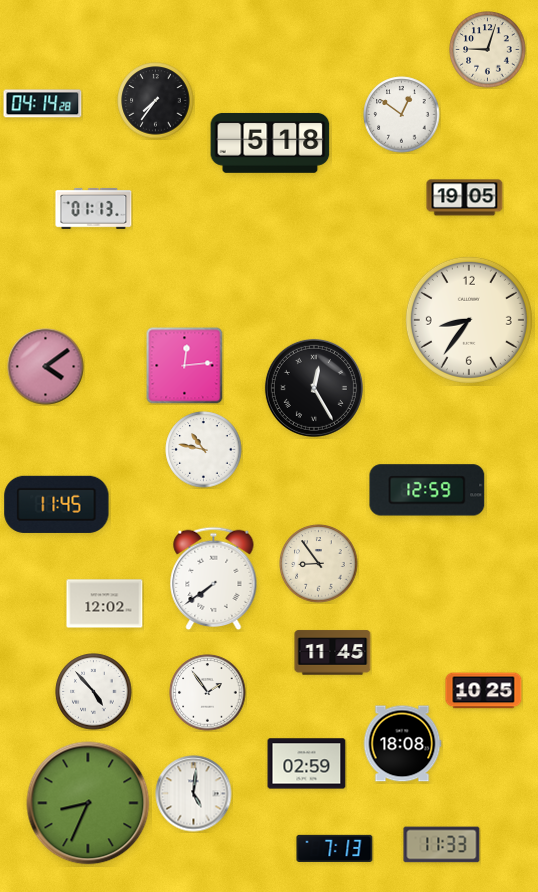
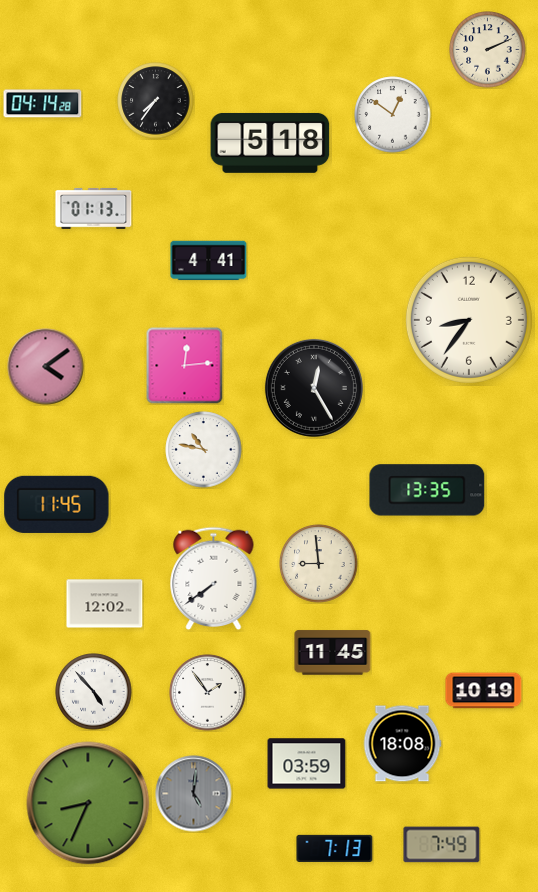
clock at (488, 50): 9:03 -> 2:11
clock at (402, 115) position: (402, 115) -> (393, 115)
clock at (465, 198): 19:05 -> none
clock at (209, 261): none -> 4:41
clock at (427, 490): 12:59 -> 13:35
clock at (319, 564): 8:54 -> 8:59
clock at (484, 691): 10:25 -> 10:19
clock at (307, 764): 02:59 -> 03:59
clock at (194, 794) dial: white -> grey
clock at (442, 845): 11:33 -> 7:49
